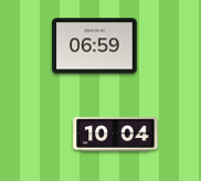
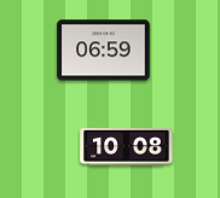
clock at (116, 135): 10:04 -> 10:08
